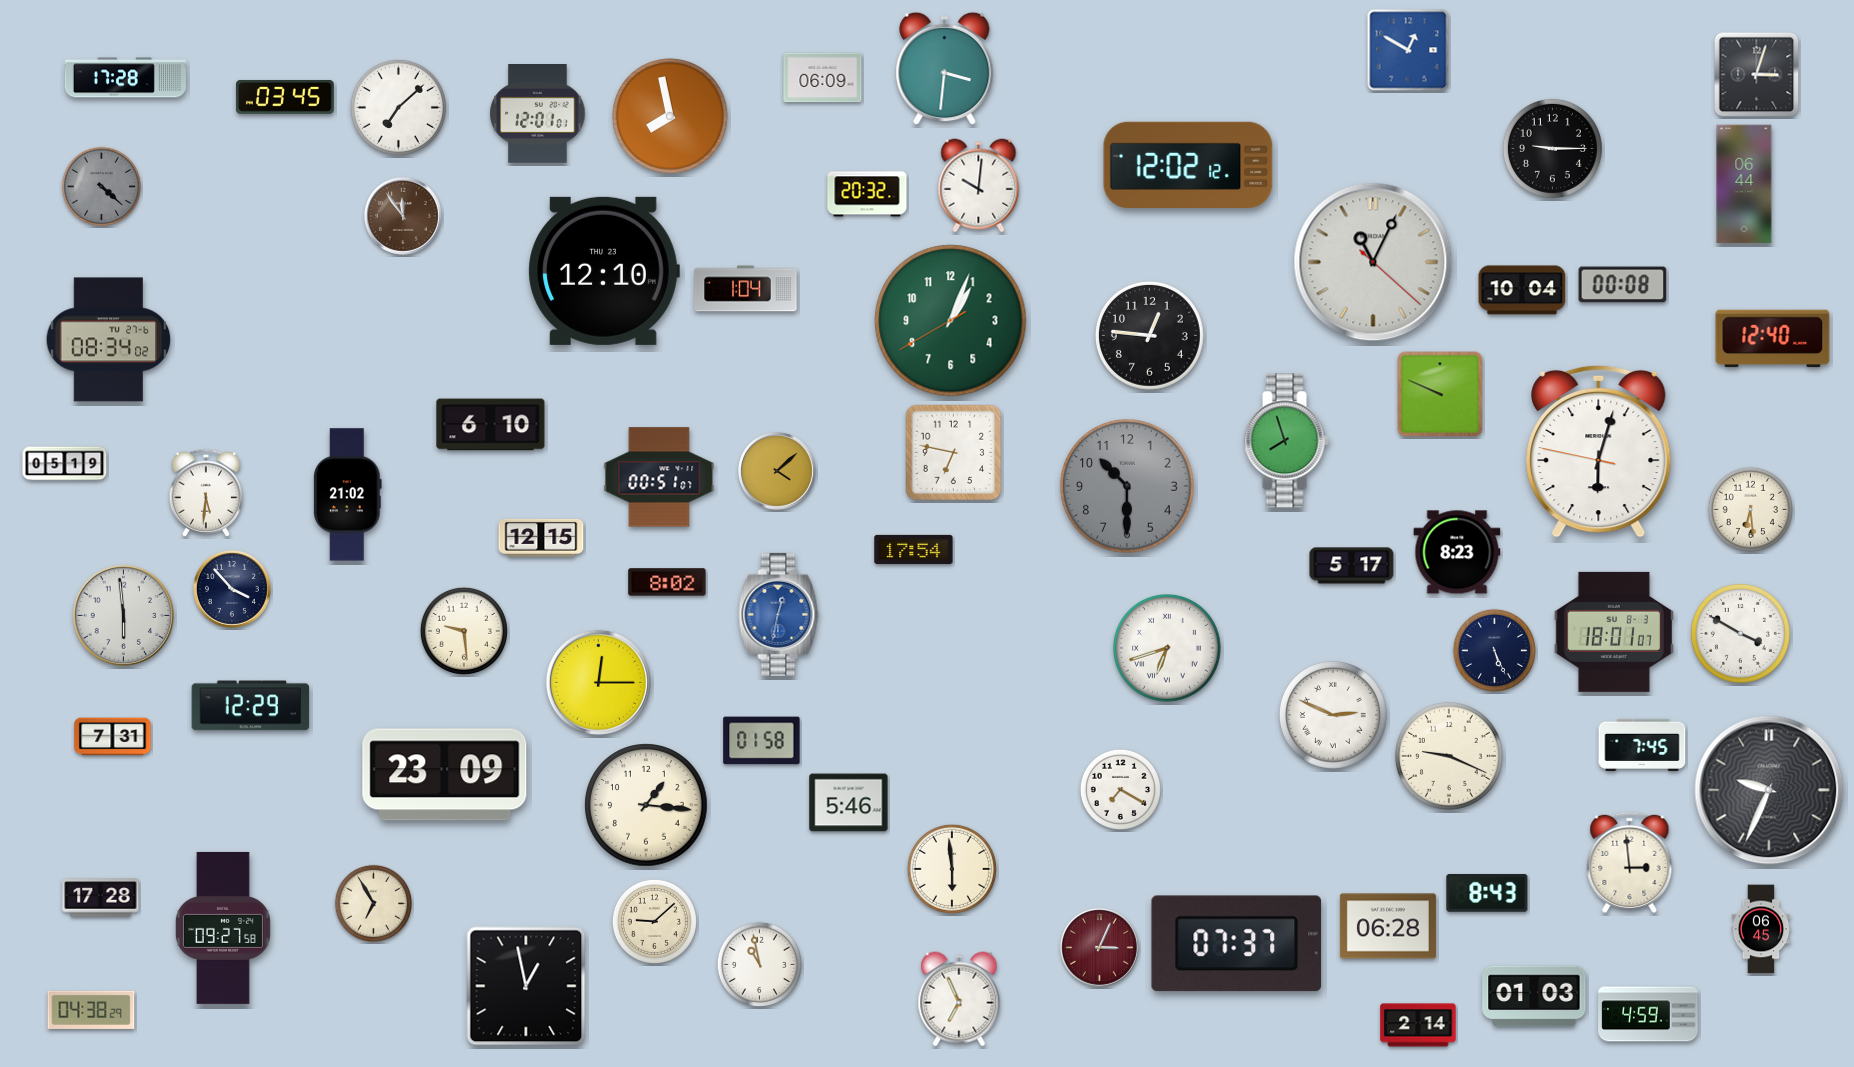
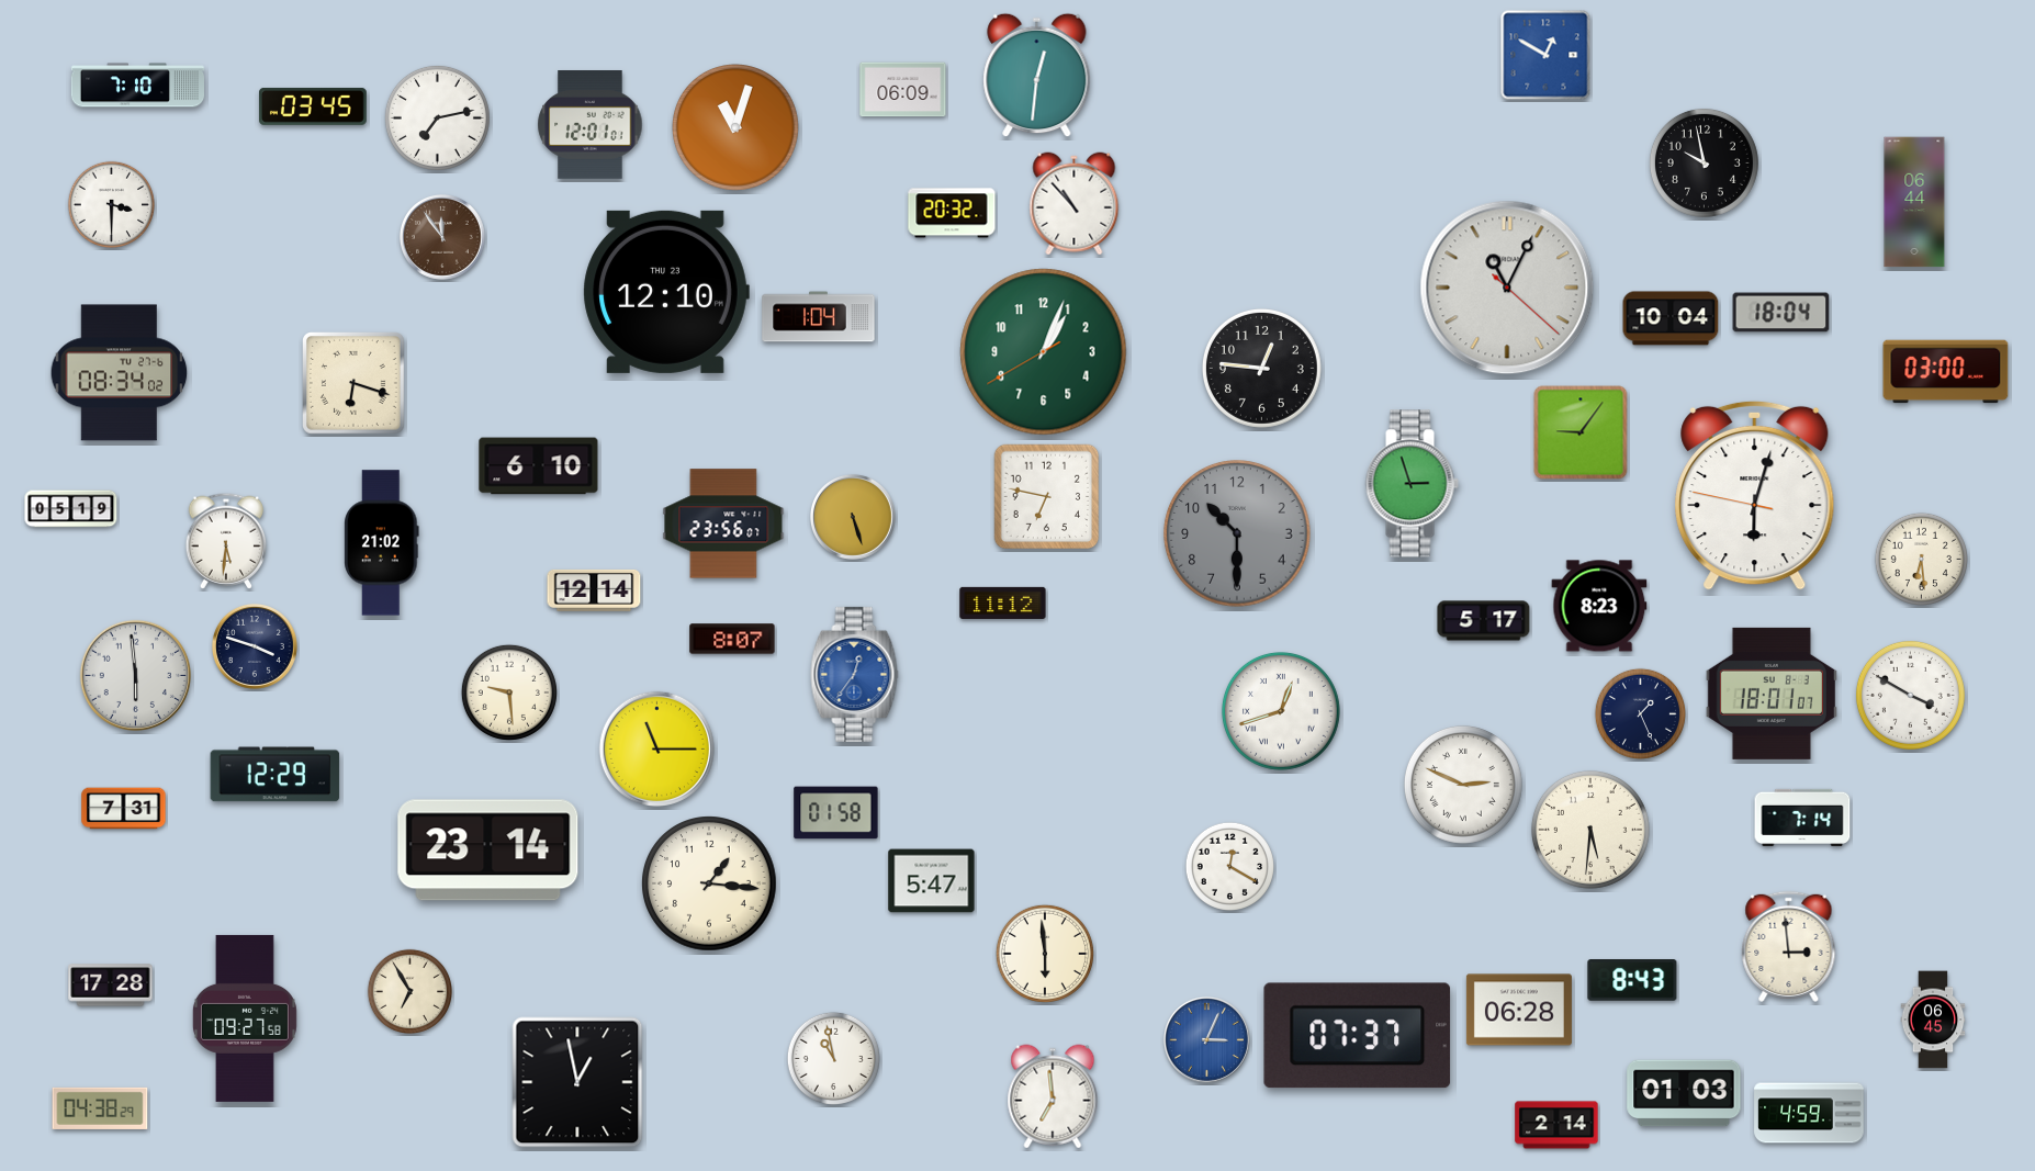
clock at (945, 69): 3:31 -> 12:31
clock at (1757, 75): 3:03 -> none
clock at (125, 78): 17:28 -> 7:10
clock at (823, 78) position: (823, 78) -> (903, 90)
clock at (398, 107): 7:08 -> 7:13
clock at (671, 117): 7:58 -> 11:03
clock at (1552, 148): 9:15 -> 9:58
clock at (1188, 164): 12:02 -> none
clock at (101, 186): 4:22 -> 3:30
clock at (101, 186) dial: grey -> white
clock at (979, 186): 10:01 -> 10:53
clock at (604, 271) position: (604, 271) -> (666, 292)
clock at (1623, 285): 00:08 -> 18:04
clock at (1773, 339): 12:40 -> 03:00
clock at (355, 384): none -> 6:18
clock at (1440, 394): 9:49 -> 9:06
clock at (1286, 441): 7:57 -> 2:57
clock at (777, 471): 4:08 -> 5:27
clock at (659, 477): 00:51 -> 23:56
clock at (541, 538): 12:15 -> 12:14
clock at (914, 549): 17:54 -> 11:12
clock at (667, 582): 8:02 -> 8:07
clock at (232, 589): 3:53 -> 3:48
clock at (779, 614): 12:32 -> 12:36
clock at (1167, 648): 6:42 -> 12:42
clock at (1494, 650): 5:26 -> 1:26
clock at (598, 682): 12:15 -> 11:15
clock at (1642, 744): 7:45 -> 7:14
clock at (1449, 756): 9:19 -> 5:31
clock at (445, 775): 23:09 -> 23:14
clock at (1120, 789): 7:20 -> 12:20
clock at (1769, 790): 9:34 -> none
clock at (849, 803): 5:46 -> 5:47
clock at (654, 921): 9:08 -> none
clock at (1388, 926) position: (1388, 926) -> (1519, 1010)
clock at (1099, 947) dial: burgundy -> blue
clock at (959, 999): 6:56 -> 6:59
